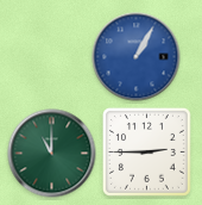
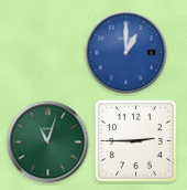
clock at (137, 57): 1:05 -> 1:00
clock at (52, 154): 11:00 -> 11:03
